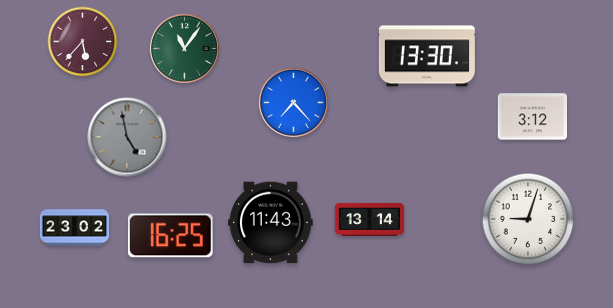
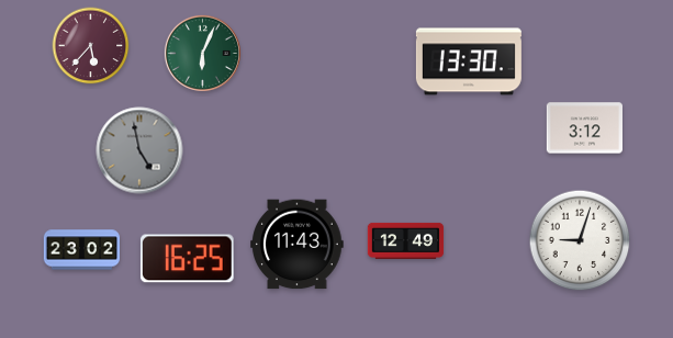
clock at (184, 48): 11:06 -> 6:04
clock at (293, 102): 7:23 -> none
clock at (370, 219): 13:14 -> 12:49
